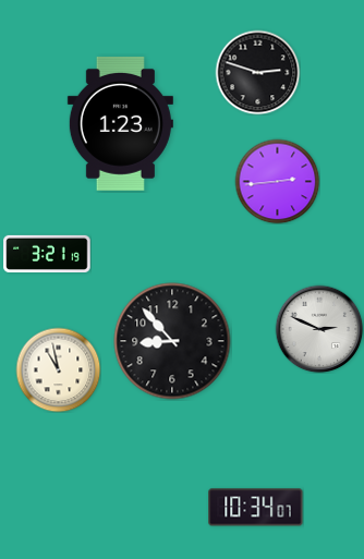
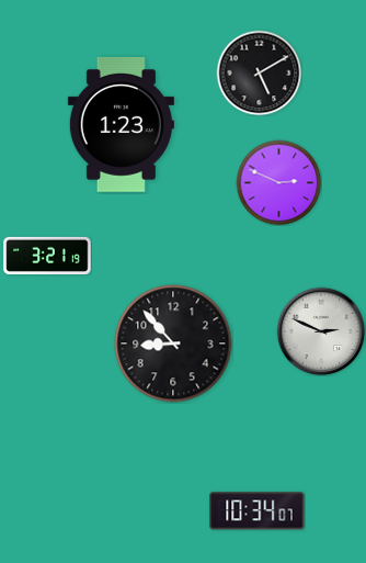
clock at (257, 72): 2:48 -> 5:10
clock at (277, 181): 2:44 -> 2:49
clock at (58, 369): 10:58 -> none
